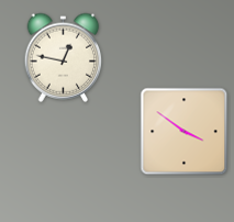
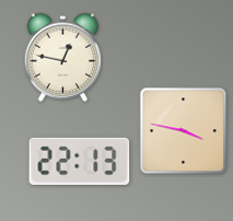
clock at (185, 132): 3:51 -> 3:47
clock at (80, 161): none -> 22:13
